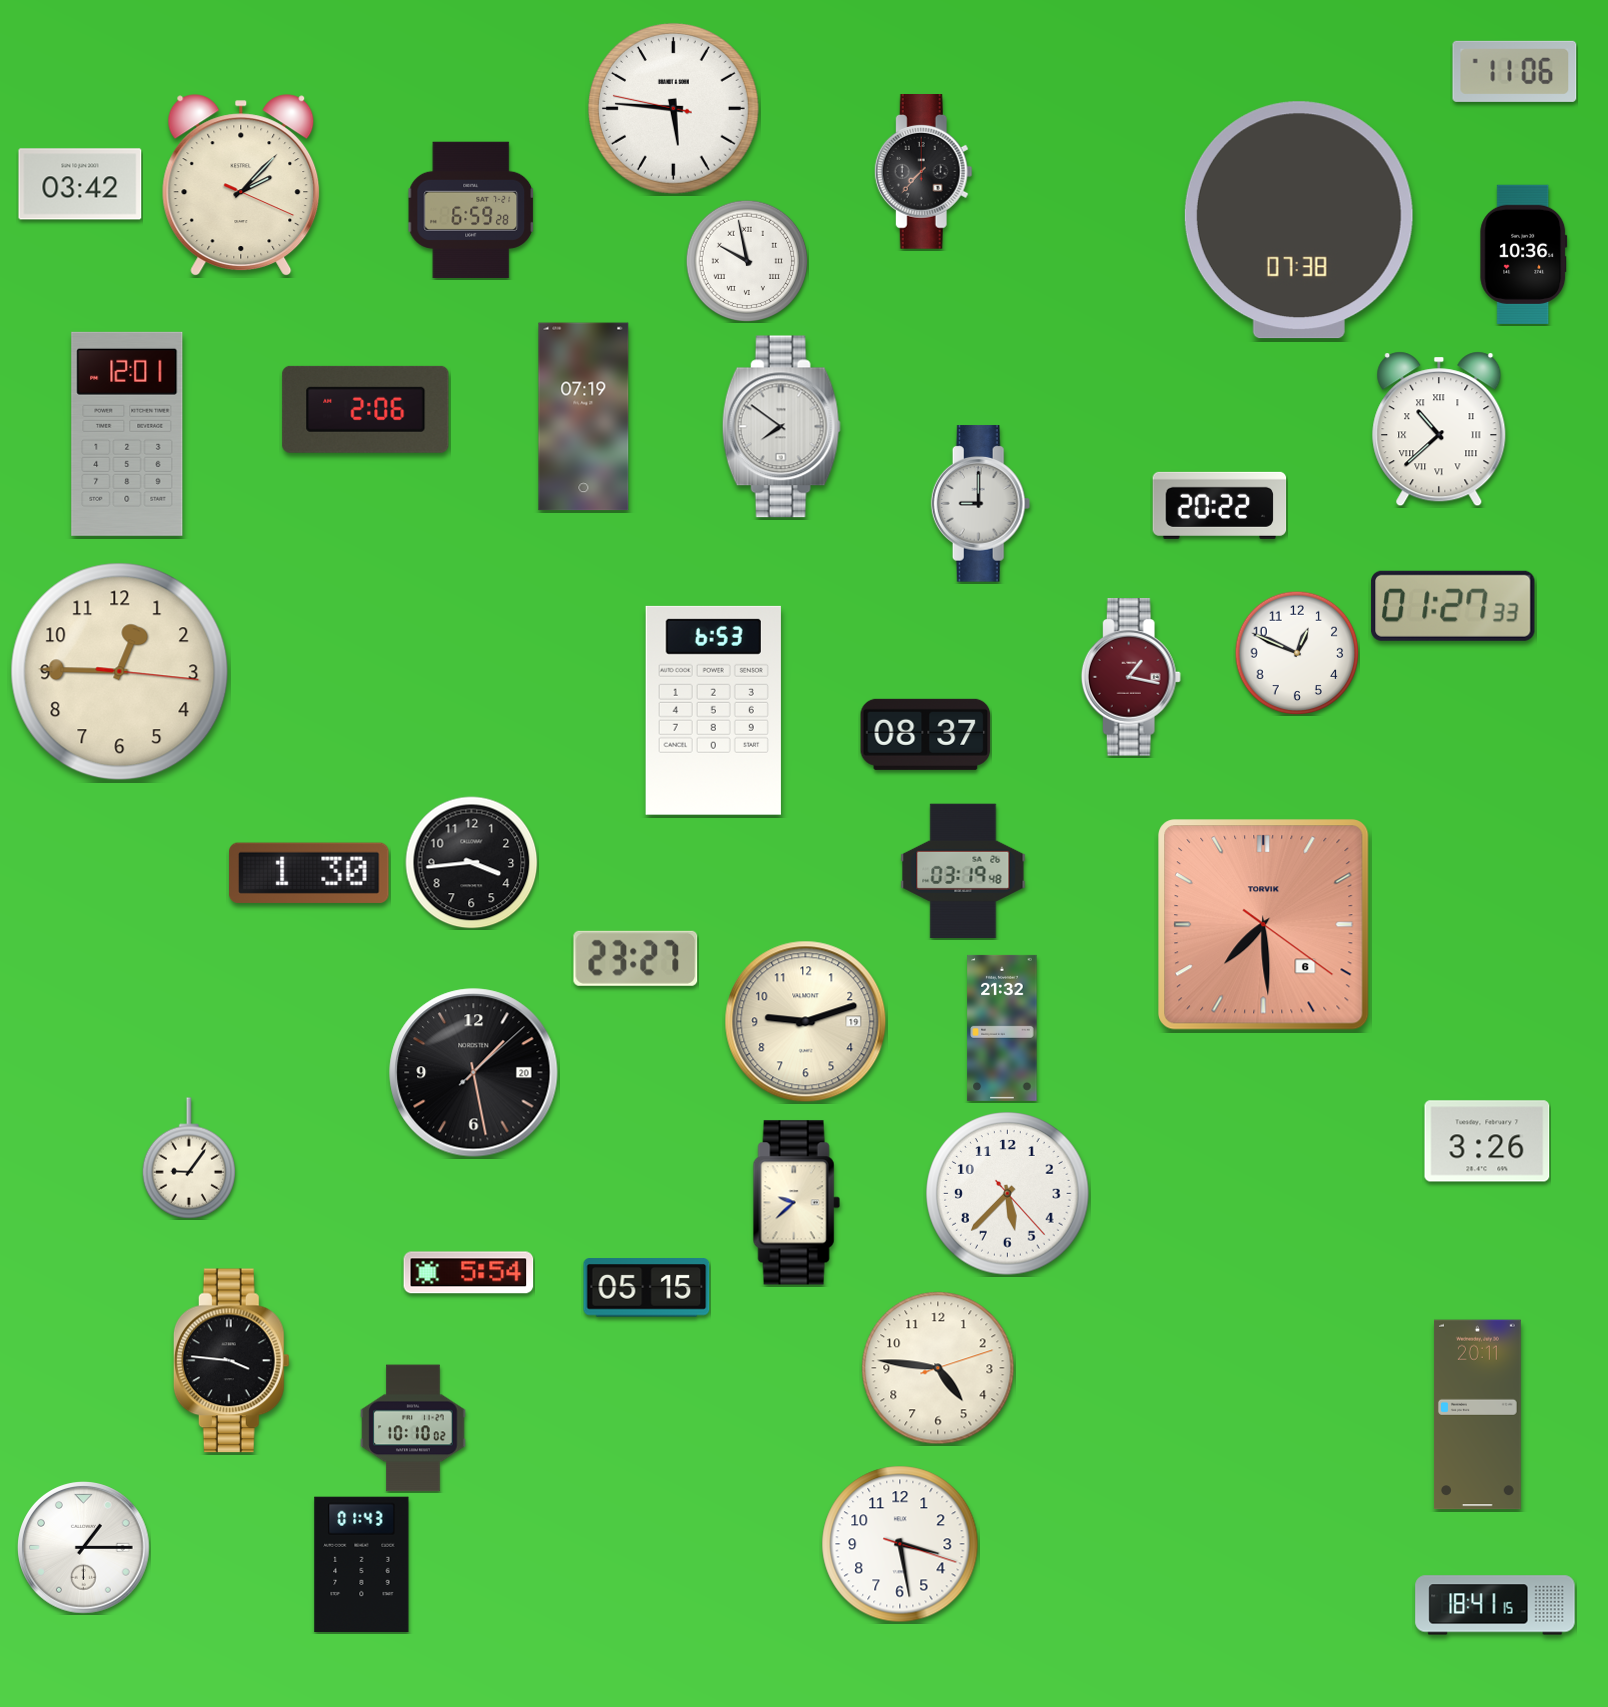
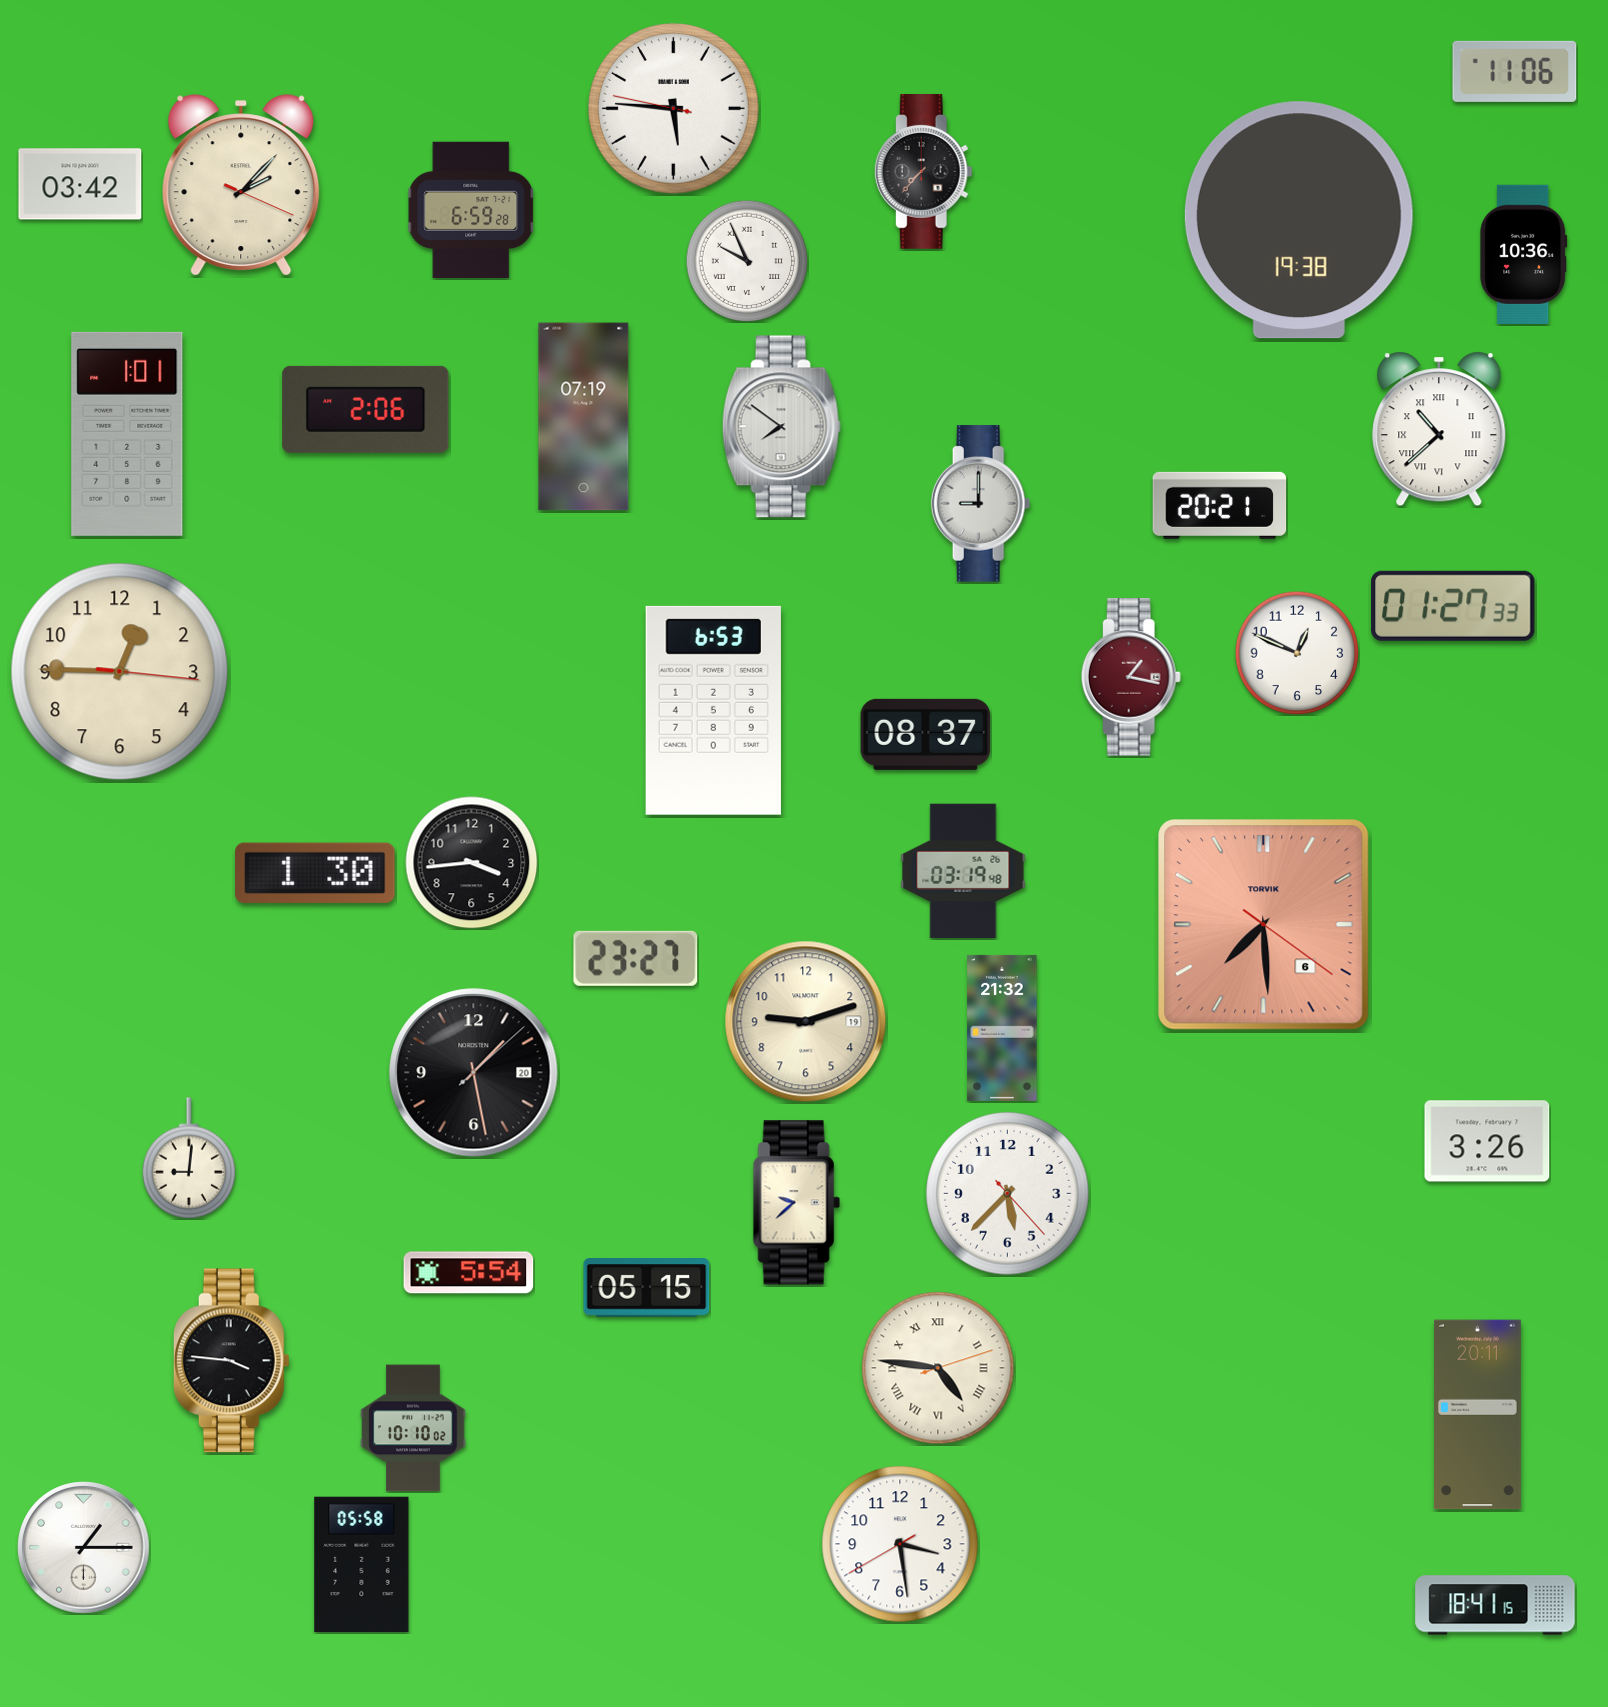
clock at (1299, 220): 07:38 -> 19:38
clock at (747, 261): 9:58 -> 9:56
clock at (127, 434): 12:01 -> 1:01
clock at (1220, 505): 20:22 -> 20:21
clock at (309, 873) position: (309, 873) -> (315, 873)
clock at (188, 1158): 9:06 -> 9:01
clock at (938, 1368) numerals: Arabic -> Roman
clock at (900, 1544): 3:28:18 -> 3:28:40
clock at (362, 1565): 01:43 -> 05:58
